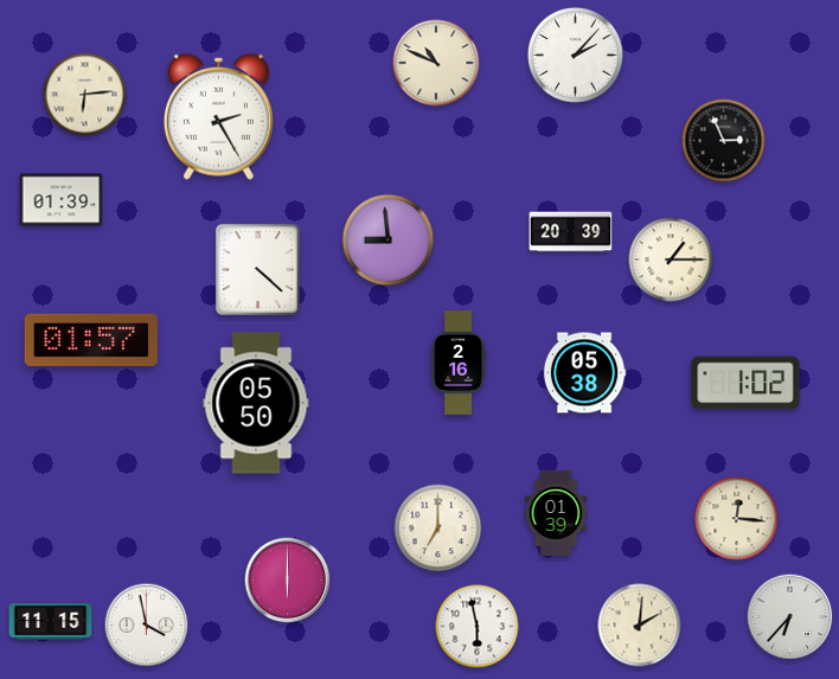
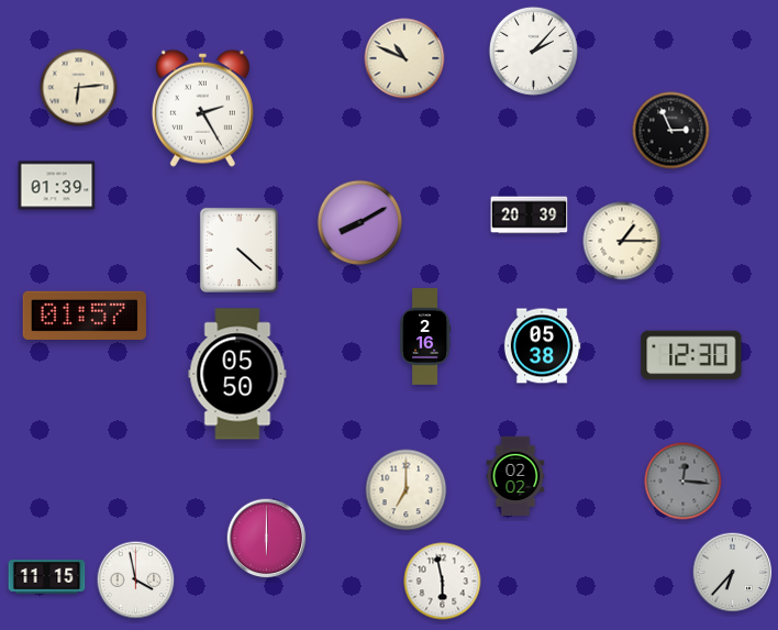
clock at (389, 241): 8:59 -> 8:10
clock at (745, 383): 1:02 -> 12:30
clock at (556, 513): 01:39 -> 02:02
clock at (737, 519) dial: cream -> grey
clock at (640, 626): 2:01 -> none
